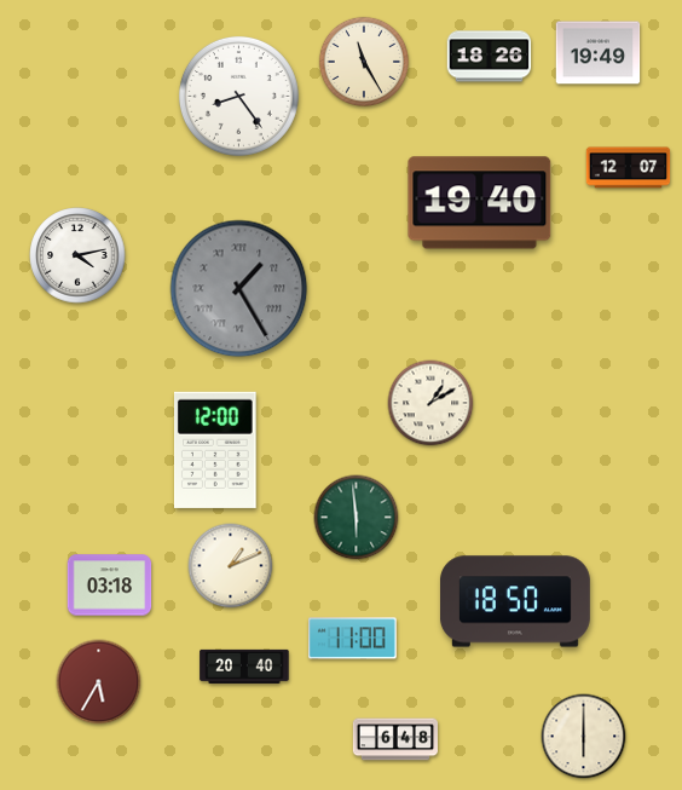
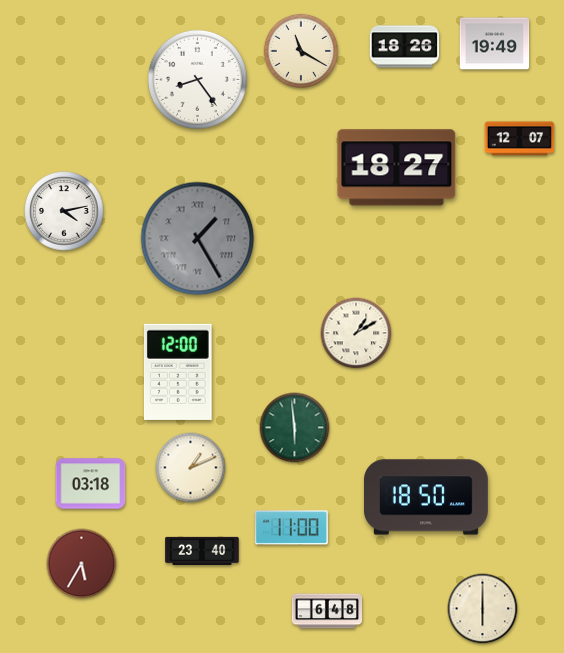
clock at (364, 62): 11:25 -> 11:20
clock at (480, 203): 19:40 -> 18:27
clock at (244, 667): 20:40 -> 23:40
